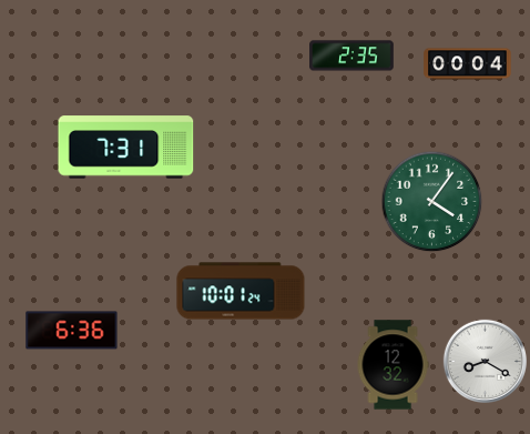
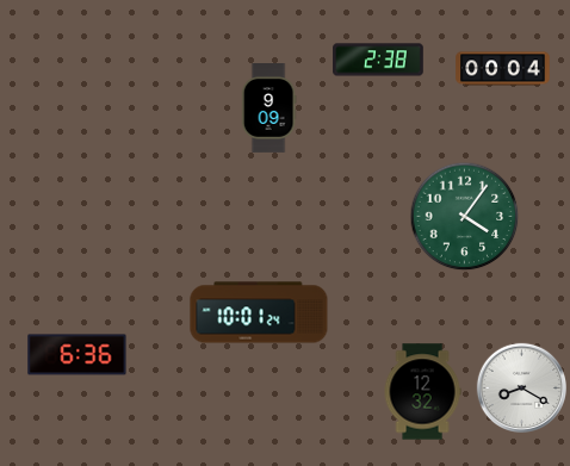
clock at (351, 55): 2:35 -> 2:38
clock at (268, 108): none -> 9:09
clock at (126, 148): 7:31 -> none
